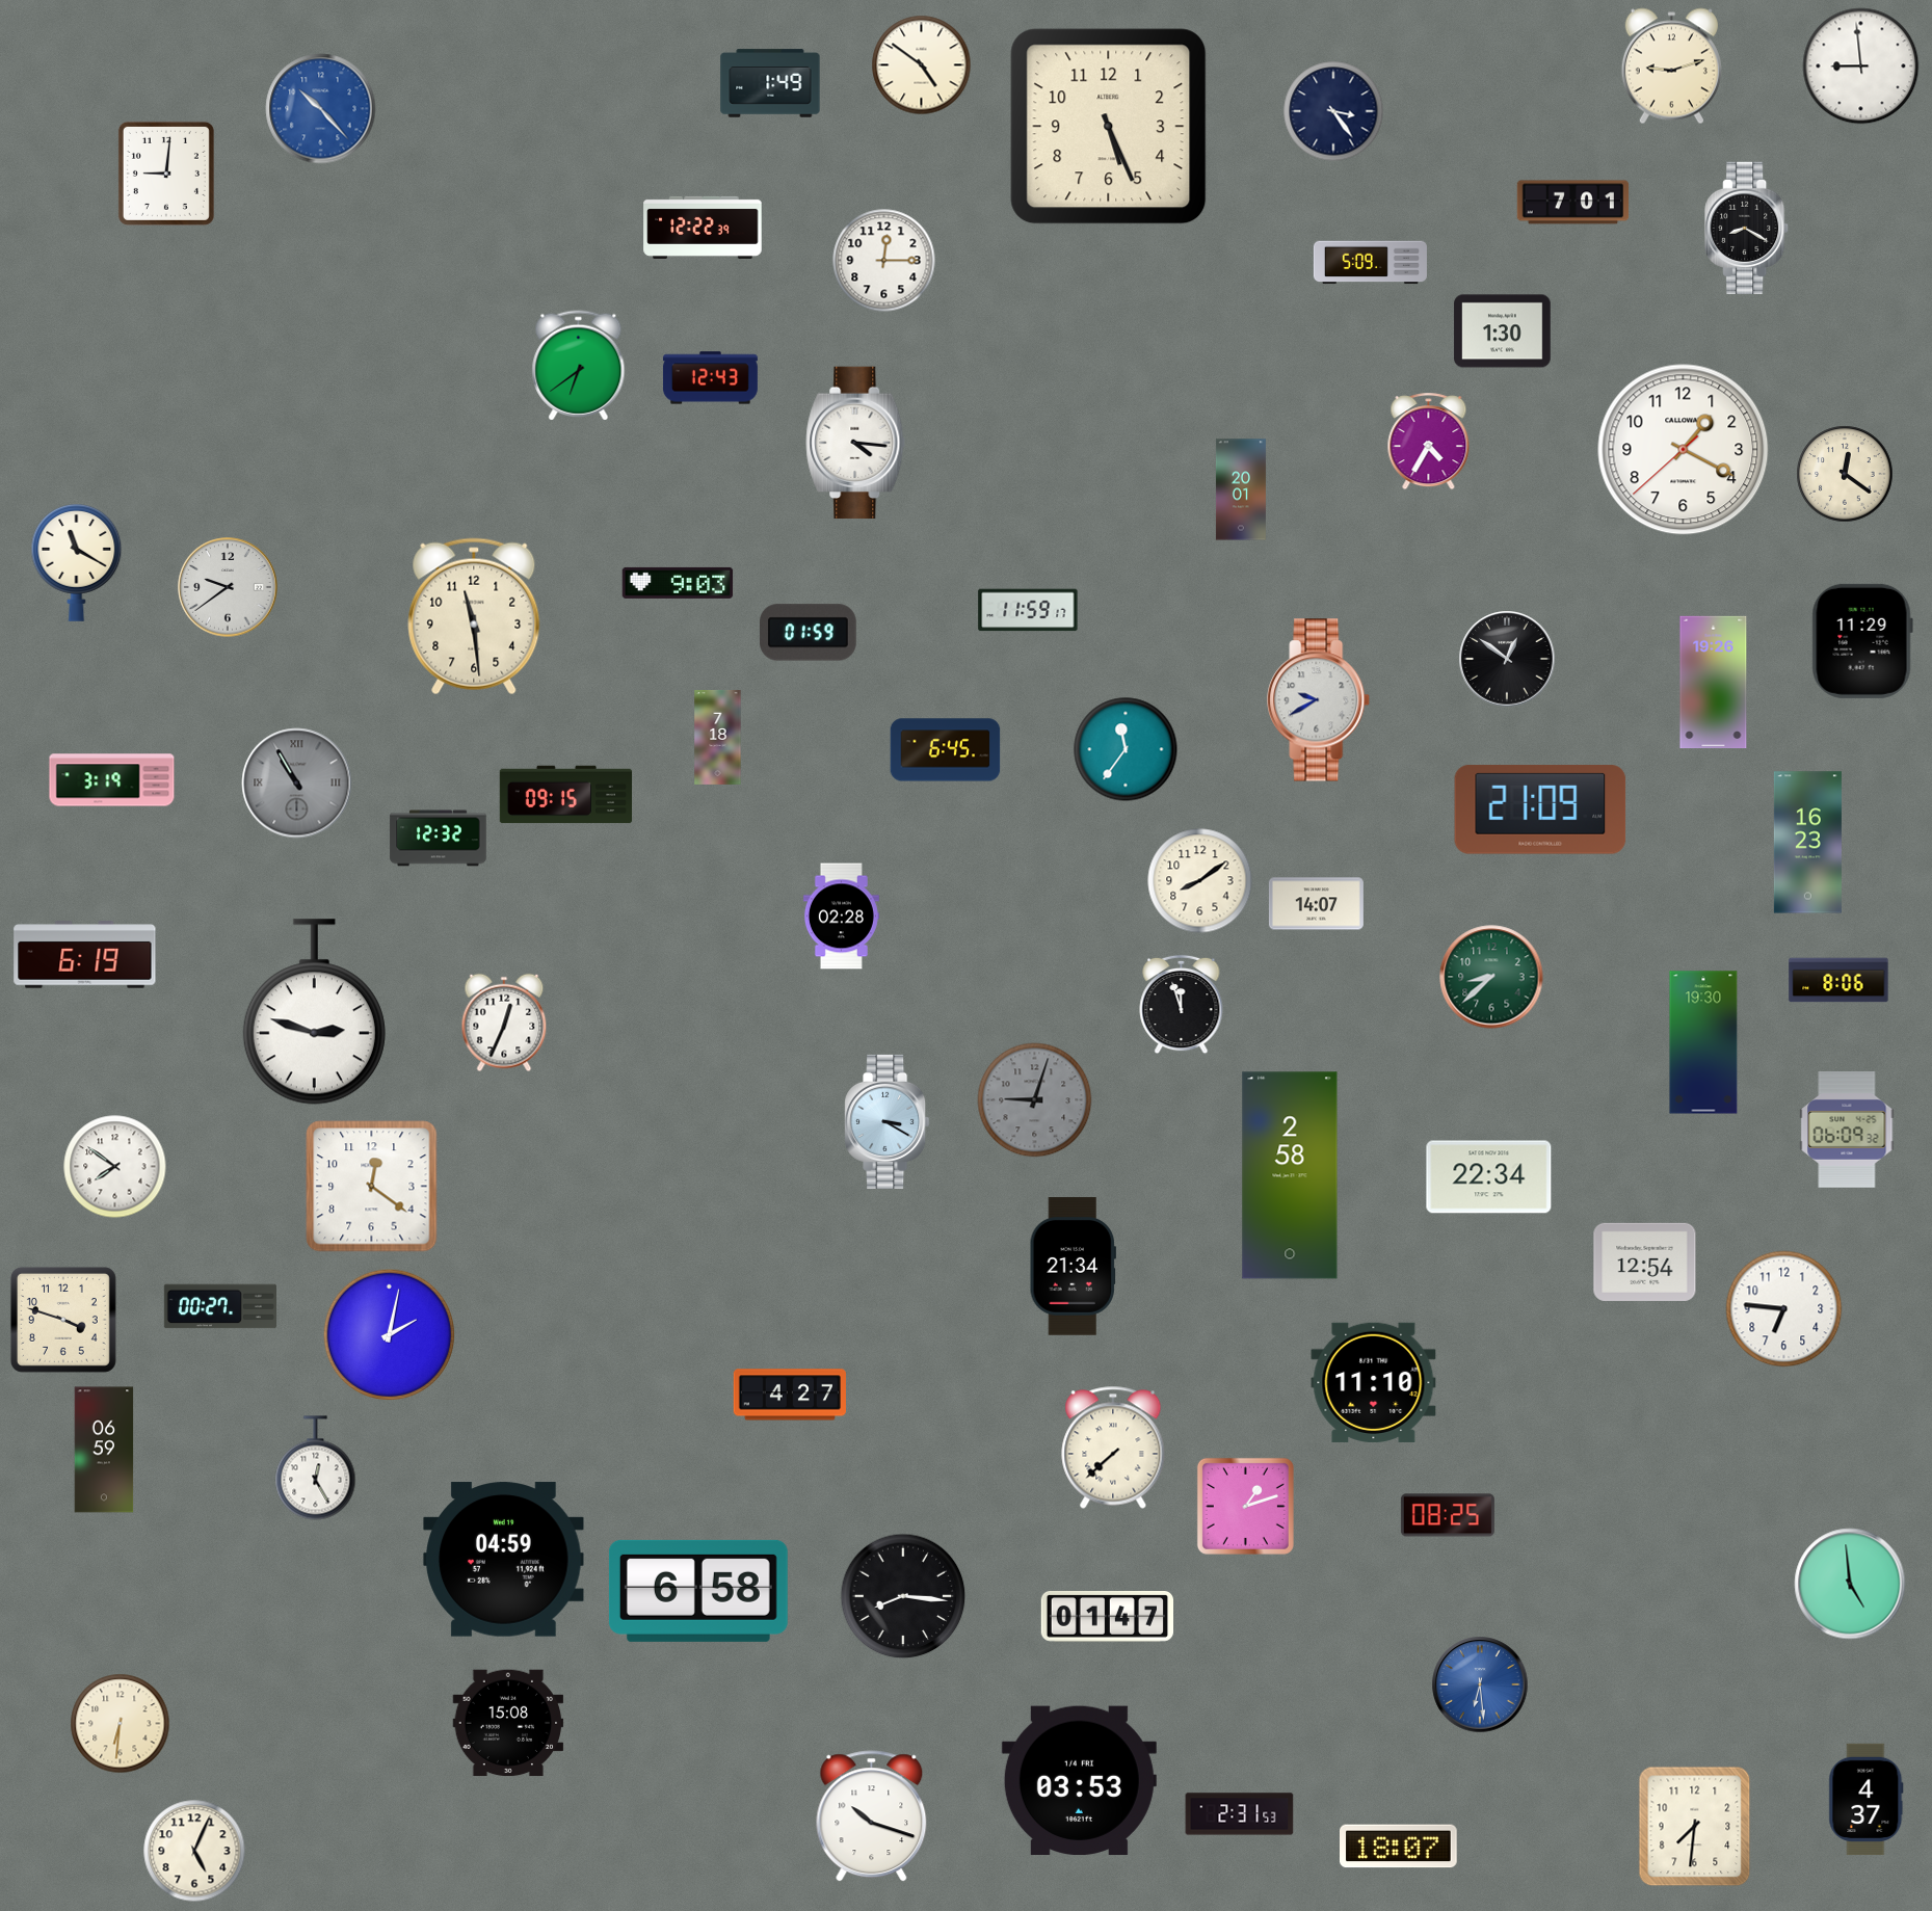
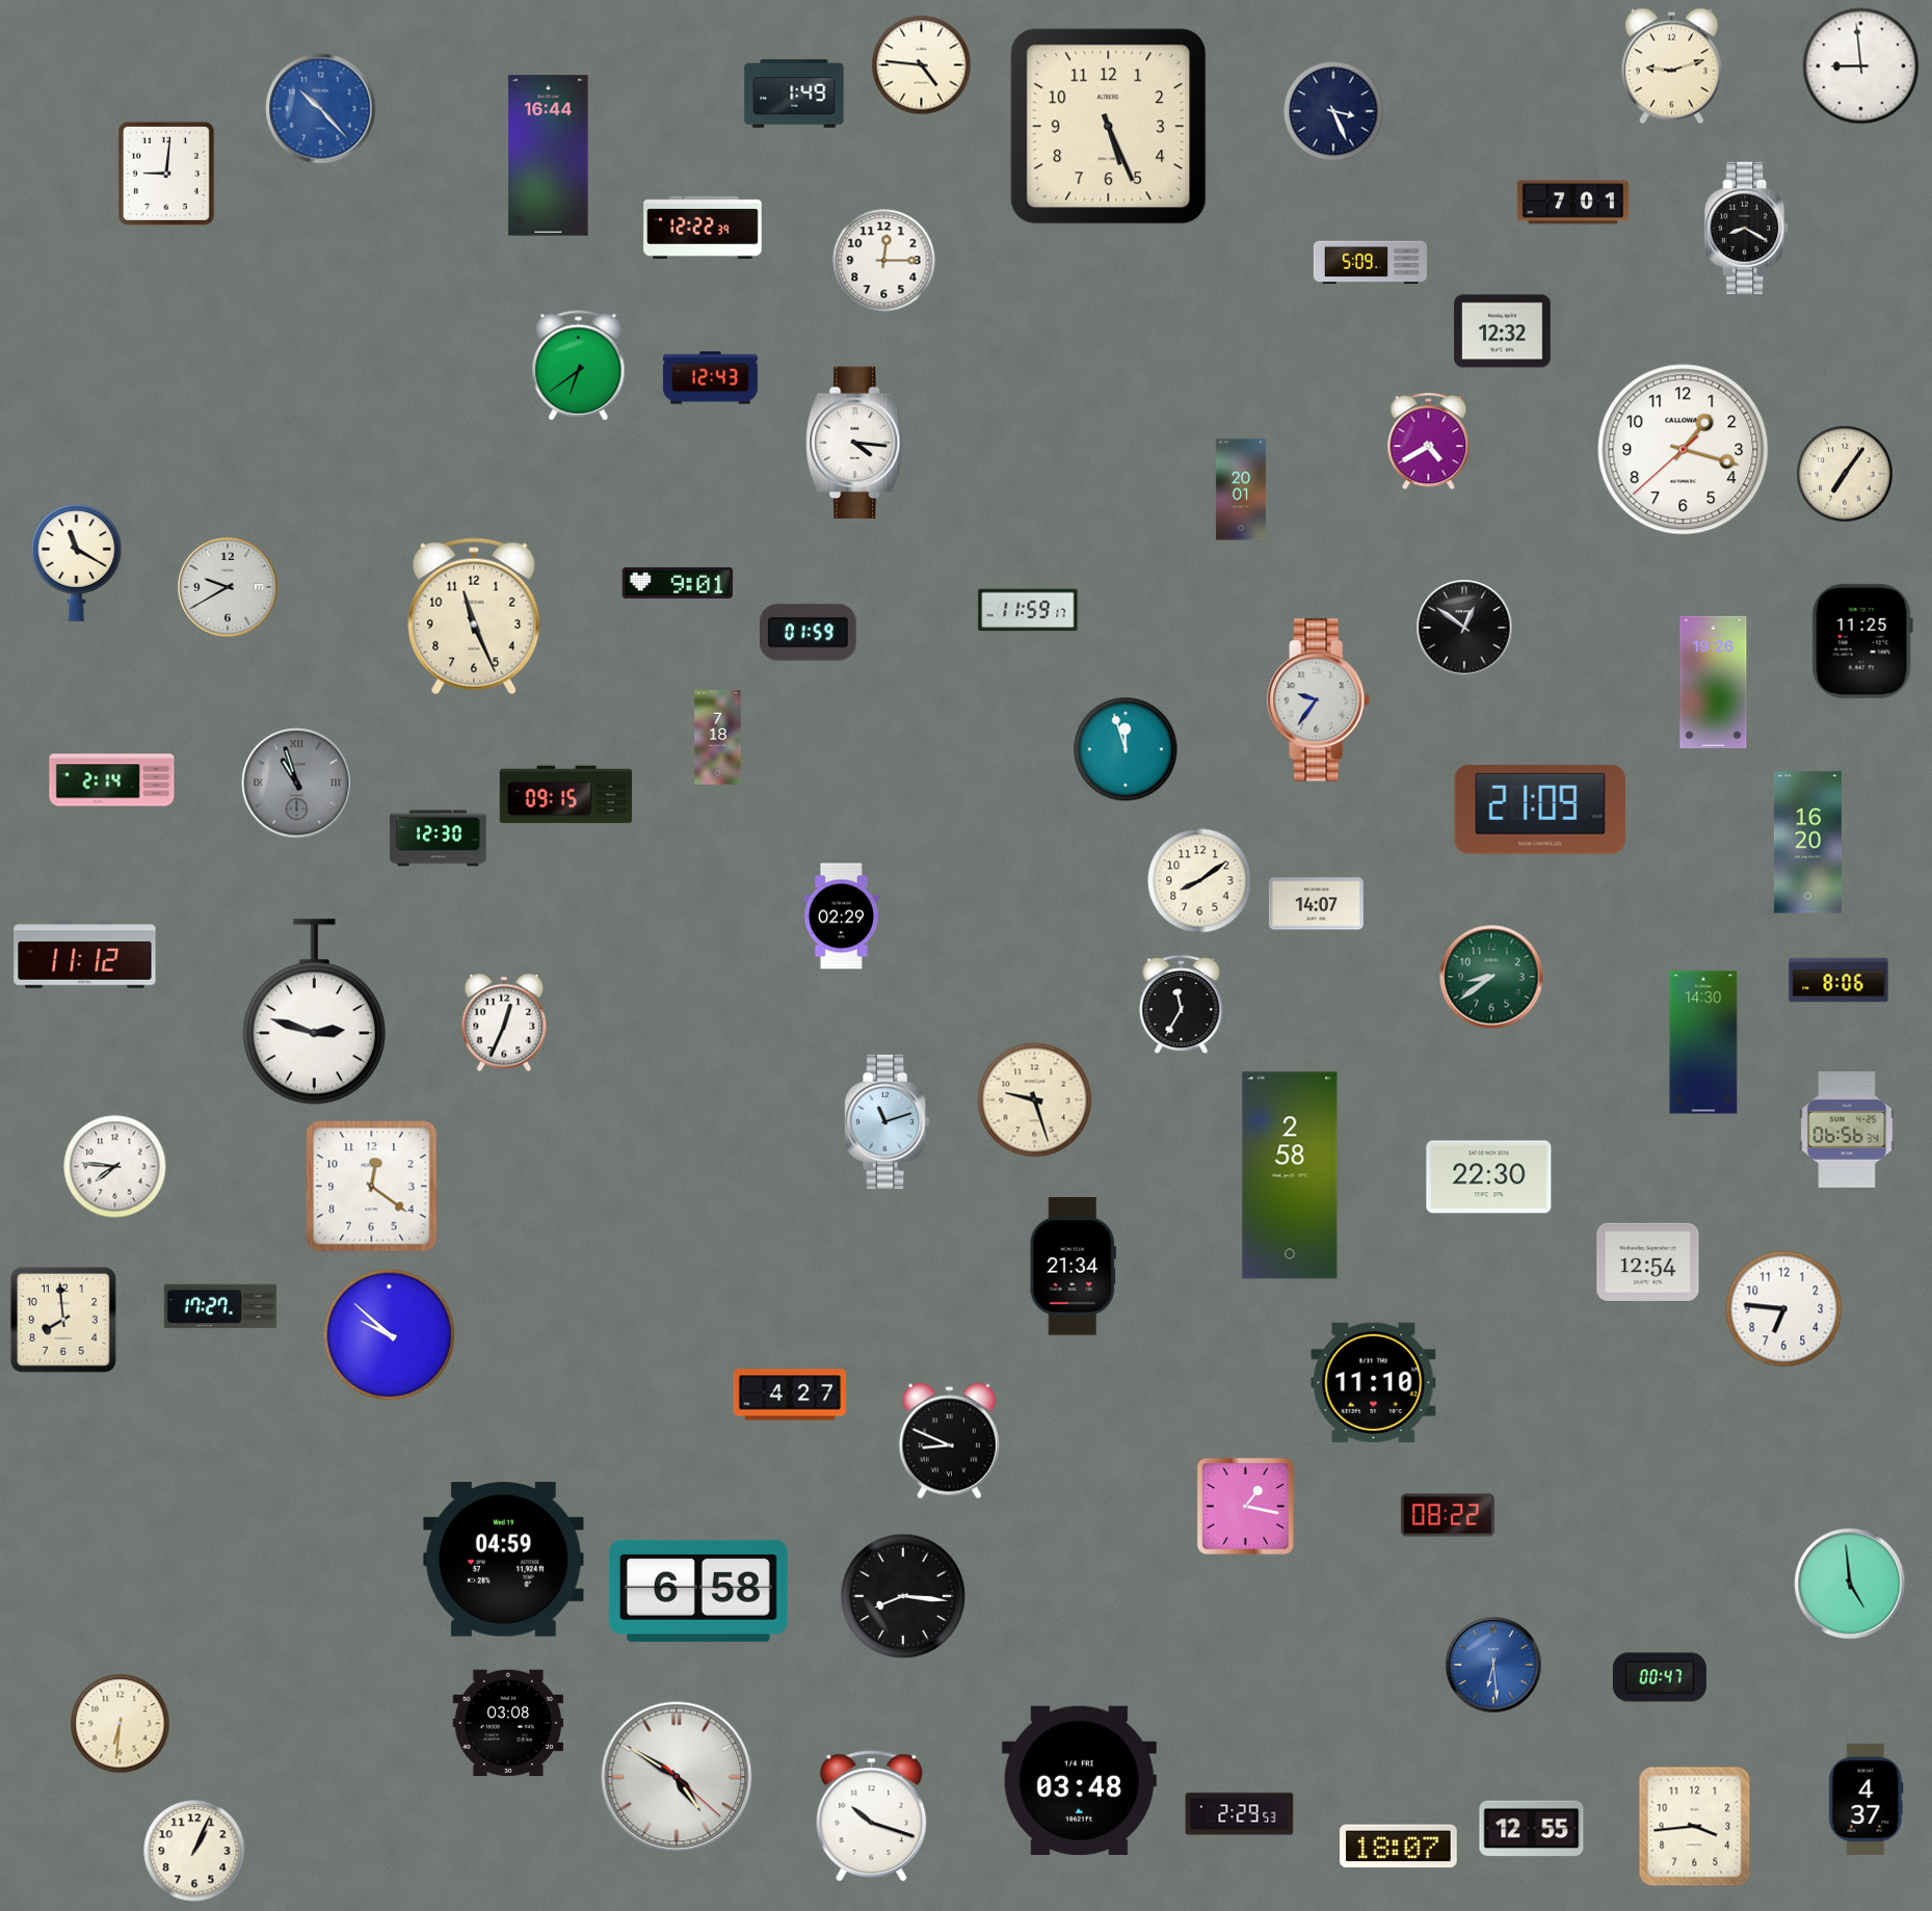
clock at (922, 65): 4:51 -> 4:46
clock at (770, 83) position: (770, 83) -> (794, 94)
clock at (1333, 111): 3:24 -> 3:26
clock at (549, 156): none -> 16:44
clock at (1503, 331): 1:30 -> 12:32
clock at (1429, 442): 4:35 -> 4:40
clock at (1684, 450): 1:19 -> 1:17
clock at (1845, 474): 12:21 -> 7:06
clock at (678, 583): 9:03 -> 9:01
clock at (228, 587): 9:39 -> 9:40
clock at (474, 616): 11:29 -> 11:26
clock at (1862, 641): 11:29 -> 11:25
clock at (1507, 659) position: (1507, 659) -> (1464, 628)
clock at (1319, 700): 9:40 -> 9:36
clock at (1126, 749): 11:36 -> 11:57
clock at (946, 750): 6:45 -> none
clock at (112, 780): 3:19 -> 2:14
clock at (297, 784): 10:55 -> 10:57
clock at (439, 839): 12:32 -> 12:30
clock at (1807, 843): 16:23 -> 16:20
clock at (841, 917): 02:28 -> 02:29
clock at (85, 955): 6:19 -> 11:12
clock at (1491, 977): 8:38 -> 8:39
clock at (1182, 1005): 11:57 -> 11:35
clock at (1703, 1042): 19:30 -> 14:30
clock at (1035, 1100): 9:03 -> 9:27
clock at (1035, 1100) dial: grey -> cream
clock at (888, 1121): 3:20 -> 11:12
clock at (1847, 1131): 06:09 -> 06:56
clock at (115, 1167): 7:51 -> 7:46
clock at (1489, 1177): 22:34 -> 22:30
clock at (1645, 1262) position: (1645, 1262) -> (1648, 1262)
clock at (219, 1306): 00:27 -> 17:27
clock at (63, 1320): 3:48 -> 7:59
clock at (389, 1334): 2:02 -> 9:52
clock at (949, 1441): none -> 8:49
clock at (1113, 1448): 7:38 -> none
clock at (104, 1450): 06:59 -> none
clock at (316, 1468): 12:25 -> none
clock at (1245, 1506): 1:12 -> 1:17
clock at (1448, 1515): 08:25 -> 08:22
clock at (1107, 1617): 01:47 -> none
clock at (1660, 1677): none -> 00:47
clock at (1480, 1684) position: (1480, 1684) -> (1493, 1665)
clock at (508, 1723): 15:08 -> 03:08
clock at (677, 1777): none -> 4:50
clock at (1079, 1781): 03:53 -> 03:48
clock at (1240, 1814): 2:31 -> 2:29
clock at (1695, 1827): 7:31 -> 3:44
clock at (1532, 1829): none -> 12:55
clock at (194, 1851): 5:04 -> 1:04
